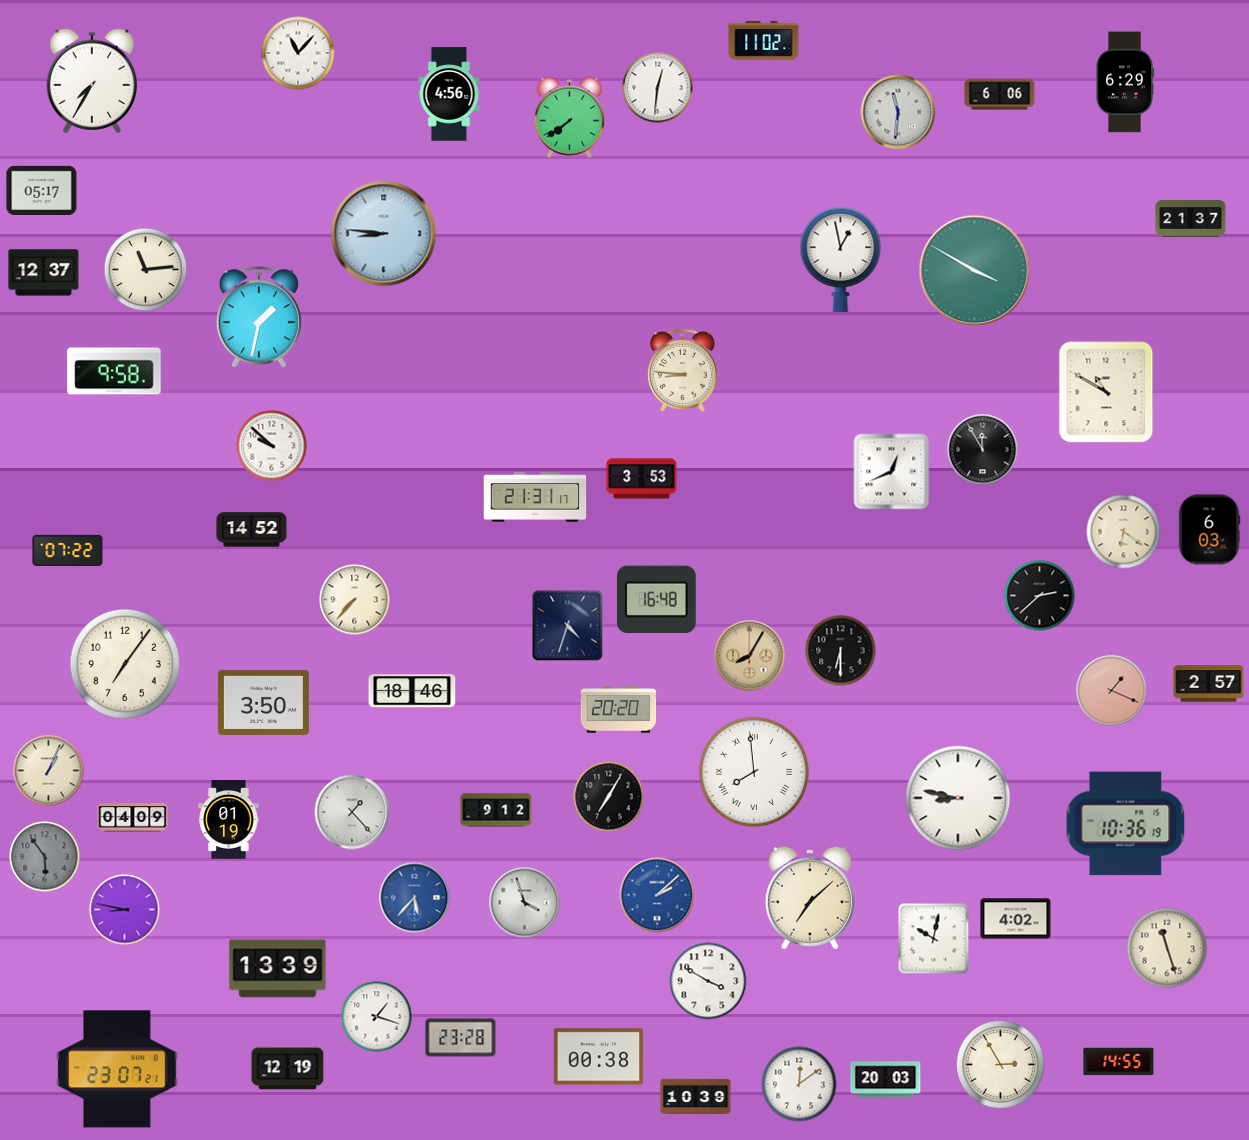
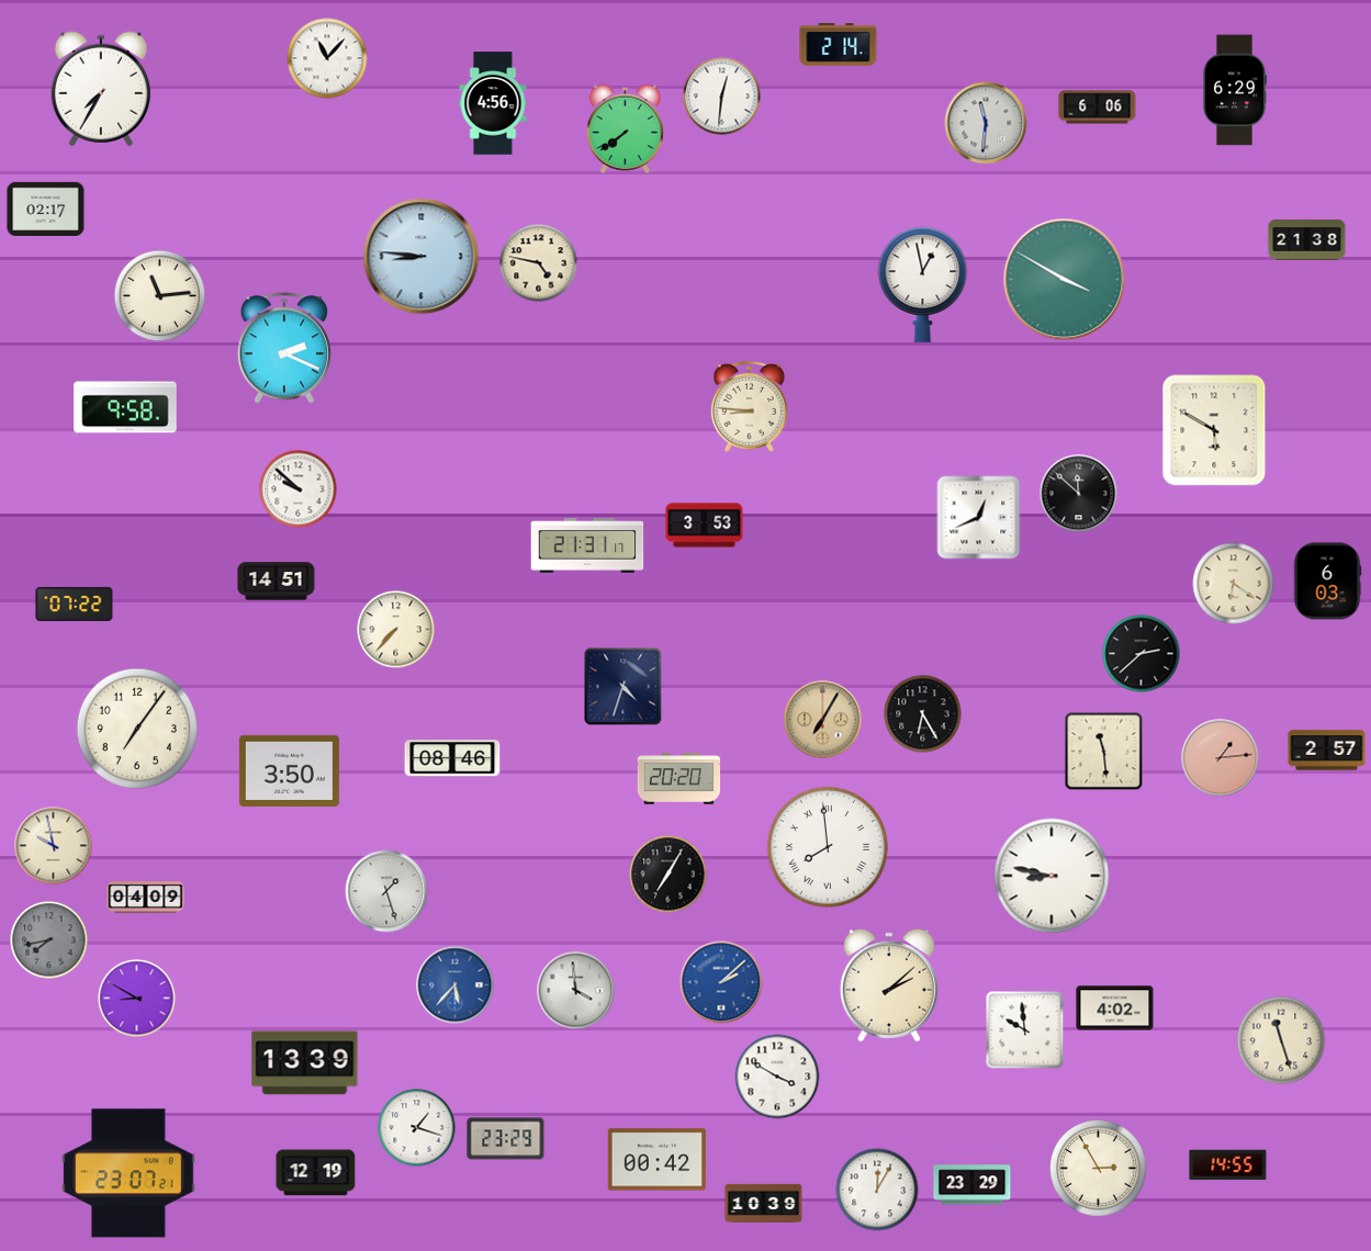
clock at (764, 40): 11:02 -> 2:14
clock at (1000, 95) position: (1000, 95) -> (1098, 108)
clock at (42, 190): 05:17 -> 02:17
clock at (1191, 219): 21:37 -> 21:38
clock at (539, 263): none -> 4:47
clock at (975, 271) position: (975, 271) -> (1065, 280)
clock at (44, 273): 12:37 -> none
clock at (259, 317): 1:32 -> 2:19
clock at (1106, 392): 10:50 -> 5:50
clock at (983, 450): 11:55 -> 11:52
clock at (252, 530): 14:52 -> 14:51
clock at (355, 600) position: (355, 600) -> (396, 630)
clock at (656, 600): 16:48 -> none
clock at (841, 651): 6:30 -> 6:25
clock at (750, 656): 8:05 -> 7:05
clock at (1104, 752): none -> 11:29
clock at (412, 691): 18:46 -> 08:46
clock at (1112, 691): 1:19 -> 1:14
clock at (49, 771): 1:04 -> 9:58
clock at (496, 810): 9:12 -> none
clock at (352, 812): 1:23 -> 1:27
clock at (229, 820): 01:19 -> none
clock at (1126, 824): 10:36 -> none
clock at (45, 857): 5:54 -> 7:43
clock at (810, 898): 7:08 -> 2:08
clock at (525, 903): 3:57 -> 3:59
clock at (125, 910): 8:47 -> 8:50
clock at (934, 939): 10:02 -> 9:59
clock at (377, 1017) position: (377, 1017) -> (417, 1128)
clock at (461, 1038): 23:28 -> 23:29
clock at (599, 1057): 00:38 -> 00:42
clock at (886, 1080): 20:03 -> 23:29
clock at (799, 1084): 12:09 -> 12:05
